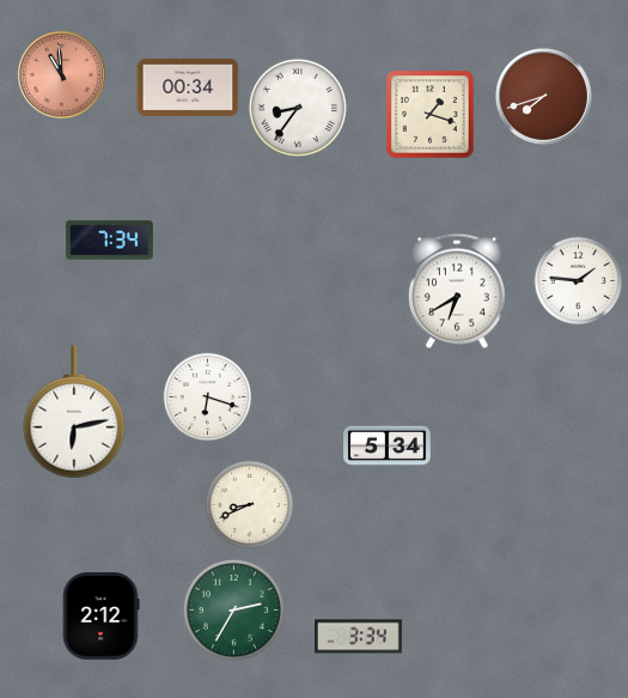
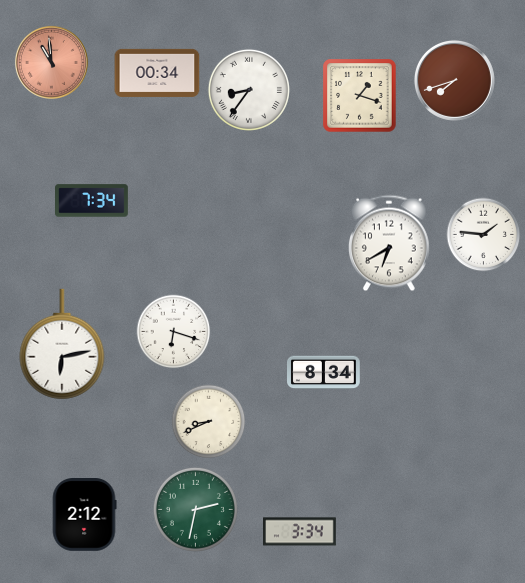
clock at (457, 291) position: (457, 291) -> (389, 243)
clock at (388, 447): 5:34 -> 8:34
clock at (233, 609): 2:35 -> 2:32
